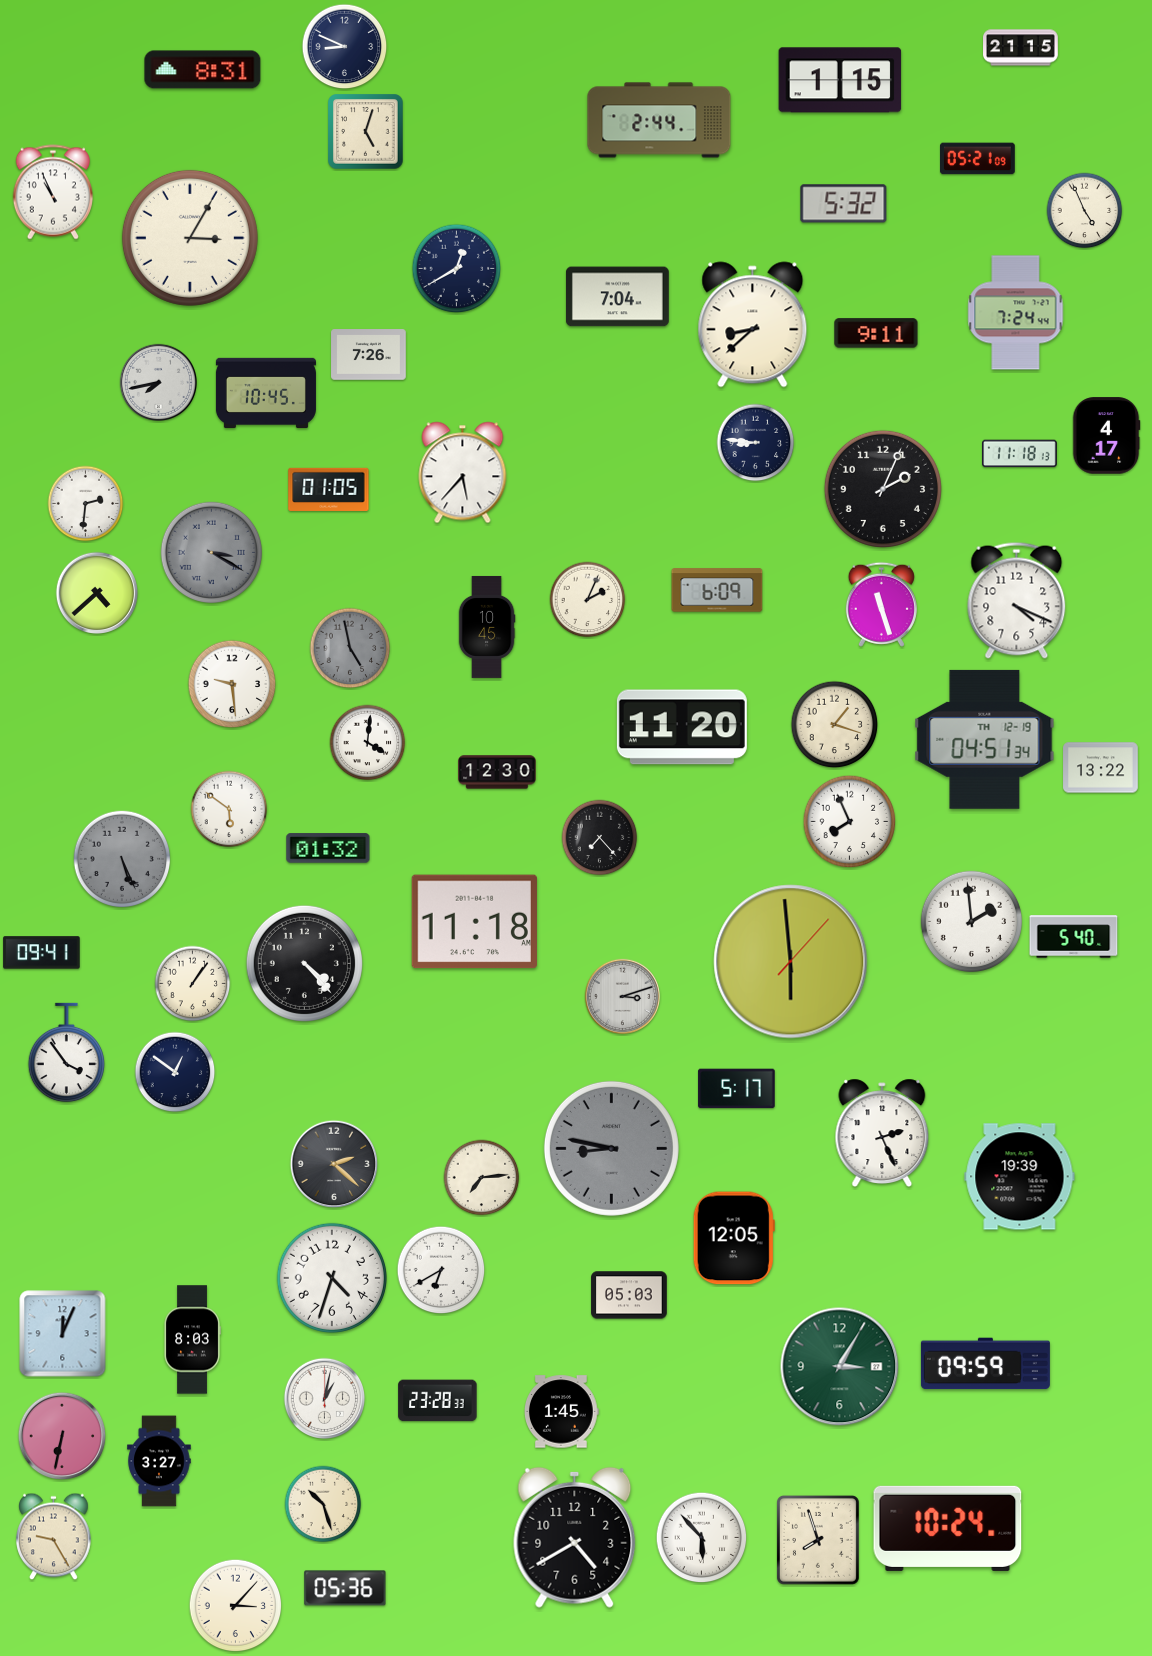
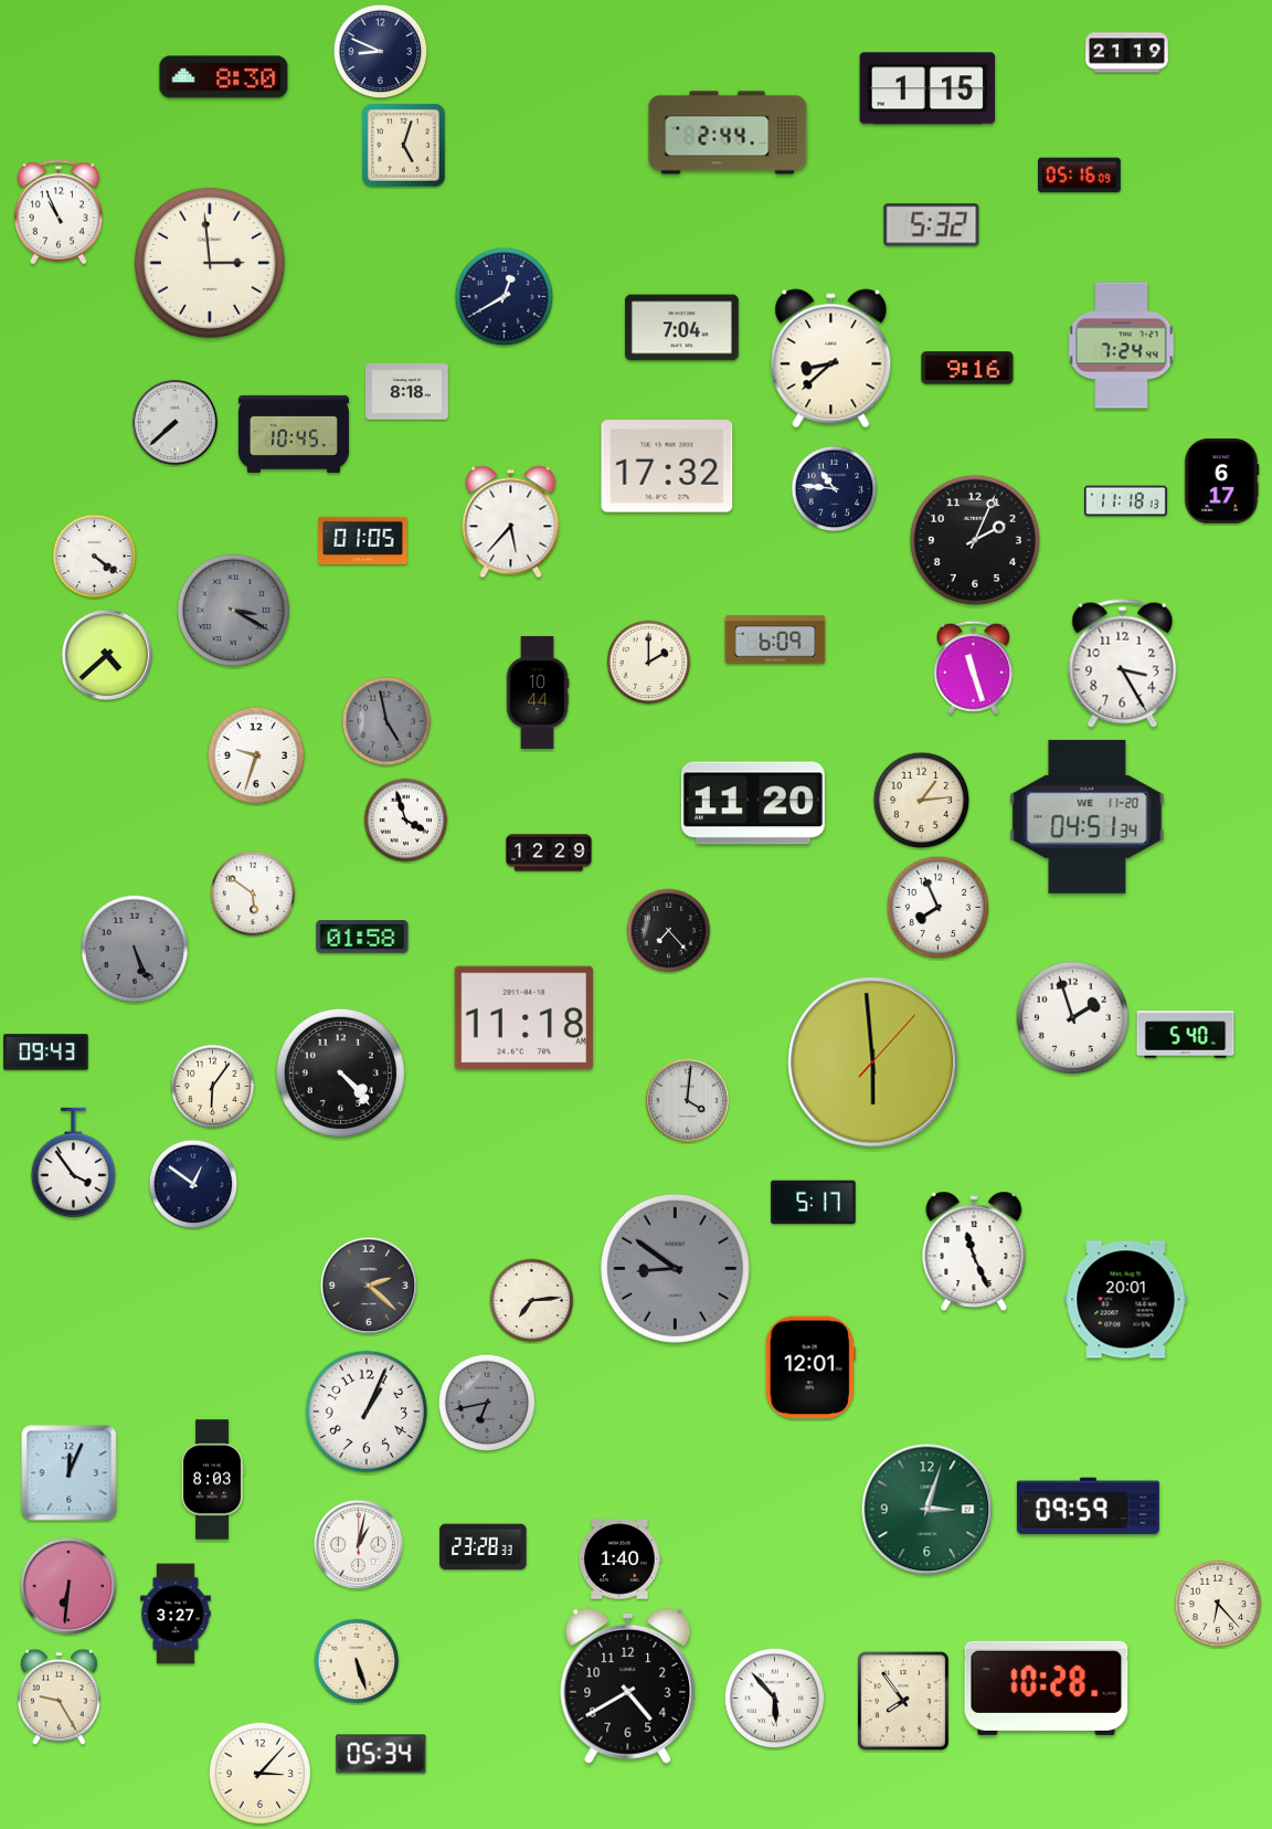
clock at (1021, 48): 21:15 -> 21:19
clock at (203, 70): 8:31 -> 8:30
clock at (978, 159): 05:21 -> 05:16
clock at (1085, 211): 4:56 -> none
clock at (190, 238): 3:05 -> 2:59
clock at (876, 333): 9:11 -> 9:16
clock at (369, 355): 7:26 -> 8:18
clock at (158, 382): 7:43 -> 7:38
clock at (667, 466): none -> 17:32
clock at (1106, 436): 4:17 -> 6:17
clock at (756, 443): 8:46 -> 10:46
clock at (86, 504): 2:31 -> 4:21
clock at (717, 590) position: (717, 590) -> (775, 639)
clock at (588, 600): 2:04 -> 2:00
clock at (1017, 600): 4:19 -> 3:25
clock at (487, 627): 10:45 -> 10:44
clock at (350, 648) position: (350, 648) -> (386, 721)
clock at (232, 684): 9:29 -> 9:33
clock at (835, 725): 1:18 -> 1:14
clock at (985, 739) date: TH 12-19 -> WE 11-20
clock at (368, 743): 4:01 -> 3:57
clock at (1101, 768): 13:22 -> none
clock at (497, 772): 12:30 -> 12:29
clock at (600, 838) position: (600, 838) -> (669, 931)
clock at (328, 848): 01:32 -> 01:58
clock at (971, 921): 1:59 -> 1:57
clock at (42, 953): 09:41 -> 09:43
clock at (304, 963) position: (304, 963) -> (340, 1072)
clock at (193, 984): 1:06 -> 6:06
clock at (622, 996): 3:12 -> 4:01
clock at (882, 1132): 2:26 -> 11:26
clock at (611, 1148): 8:47 -> 8:51
clock at (1020, 1177): 19:39 -> 20:01
clock at (734, 1238): 12:05 -> 12:01
clock at (441, 1270): 6:40 -> 6:43
clock at (441, 1270) dial: white -> grey
clock at (332, 1278): 4:33 -> 1:04
clock at (629, 1295): 05:03 -> none
clock at (840, 1367): 3:05 -> 3:03
clock at (562, 1412): 1:45 -> 1:40
clock at (62, 1436): 6:32 -> 6:31
clock at (1218, 1604): none -> 6:23
clock at (323, 1504): 10:27 -> 5:27
clock at (948, 1528): 10:24 -> 10:28
clock at (575, 1537) position: (575, 1537) -> (628, 1685)
clock at (818, 1540): 7:57 -> 7:54
clock at (345, 1588): 05:36 -> 05:34
